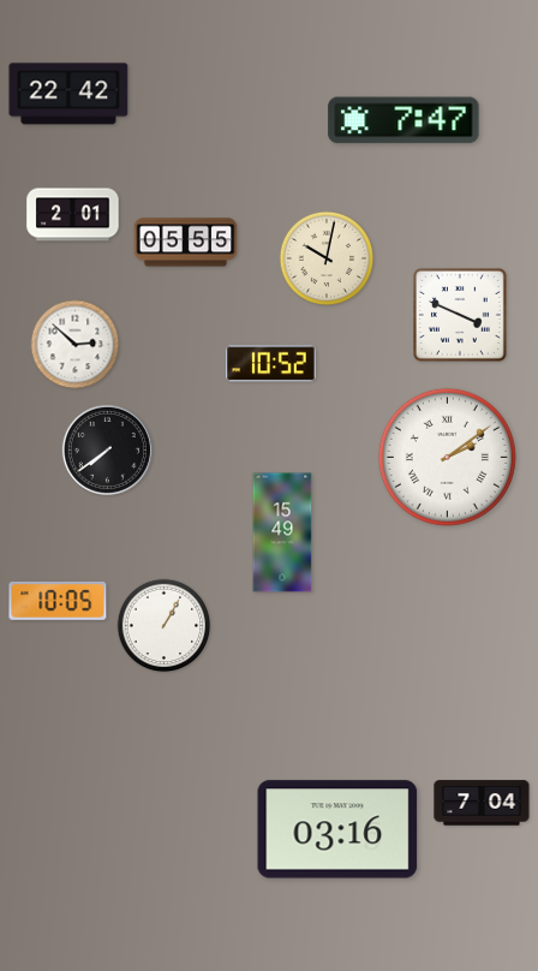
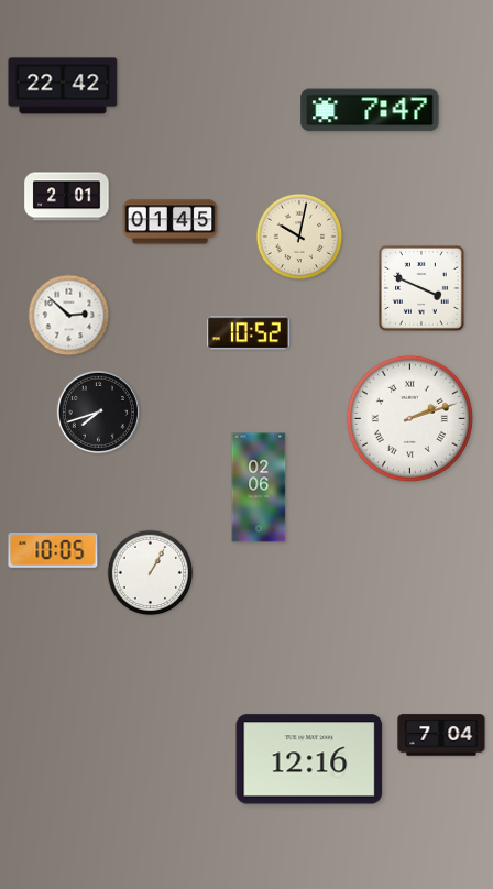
clock at (186, 243): 05:55 -> 01:45
clock at (107, 449): 7:39 -> 7:42
clock at (447, 457): 2:09 -> 2:12
clock at (282, 532): 15:49 -> 02:06
clock at (337, 829): 03:16 -> 12:16
